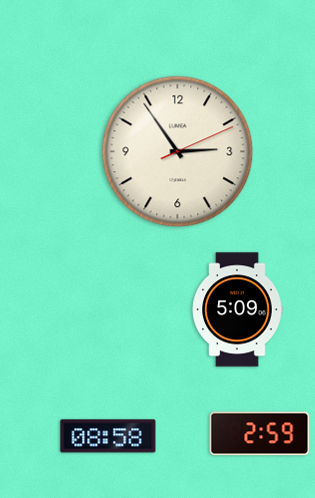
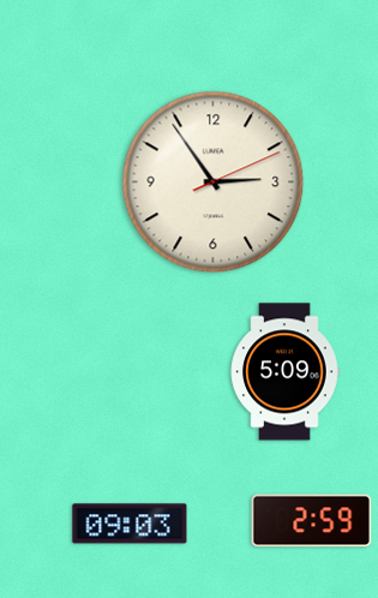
clock at (108, 436): 08:58 -> 09:03
